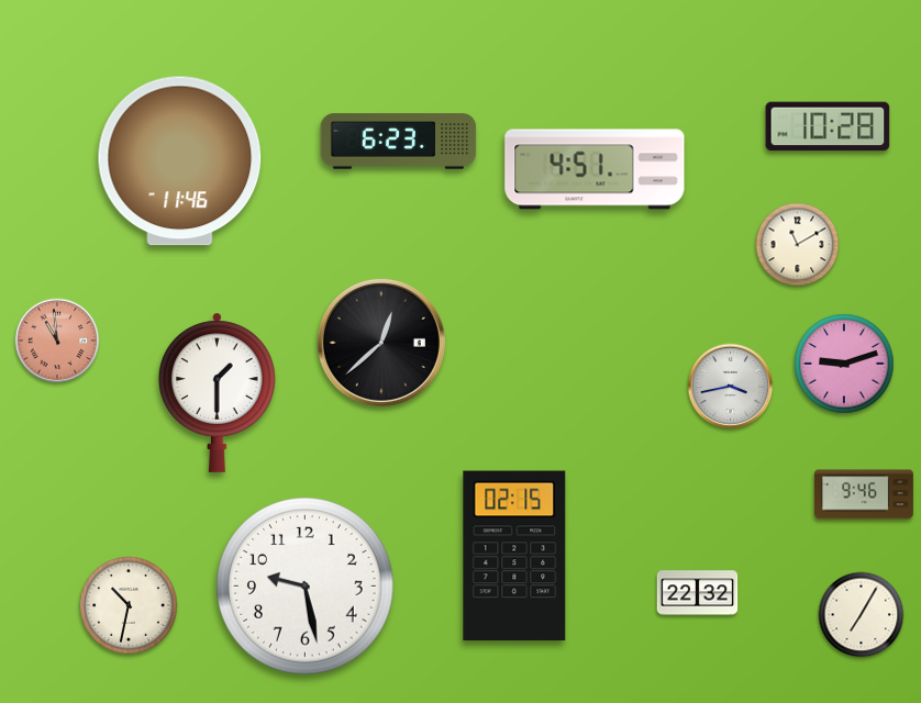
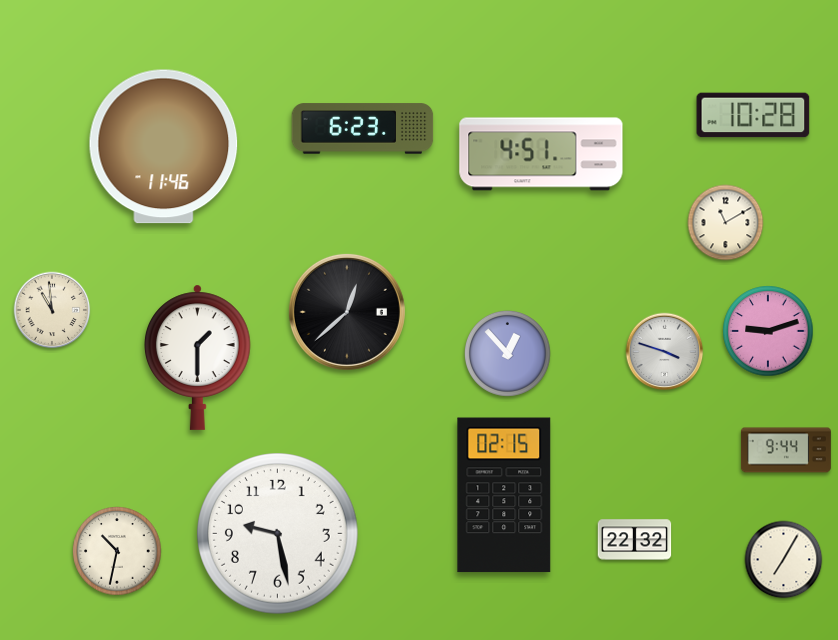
clock at (57, 341) dial: salmon -> cream
clock at (731, 387): 3:43 -> 3:48
clock at (507, 353): none -> 12:53
clock at (864, 494): 9:46 -> 9:44
clock at (514, 556) position: (514, 556) -> (504, 495)
